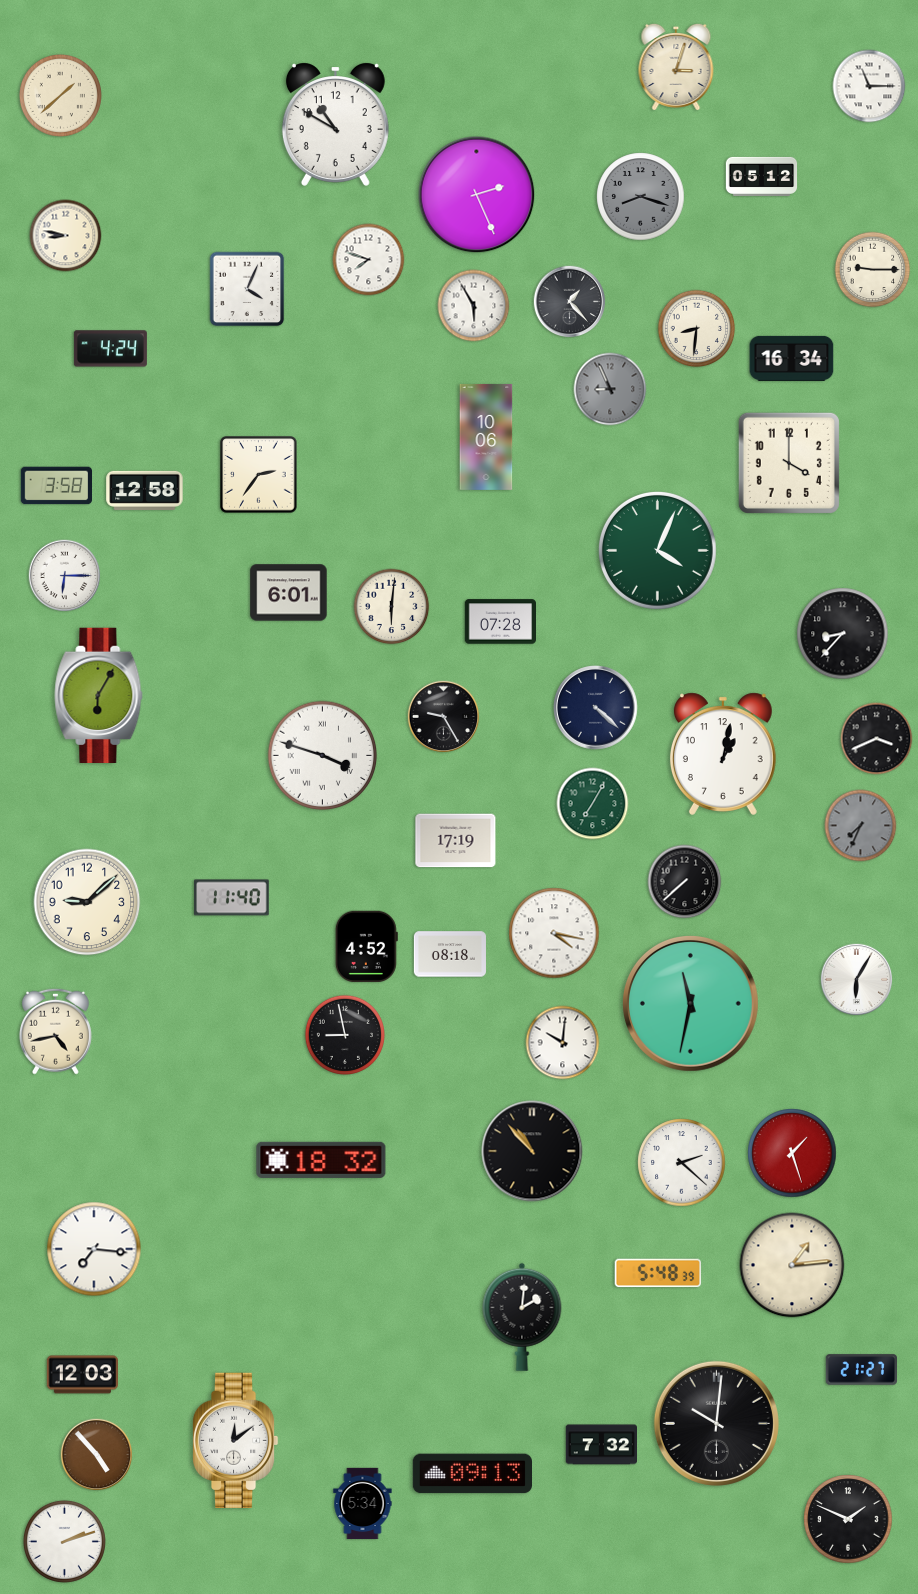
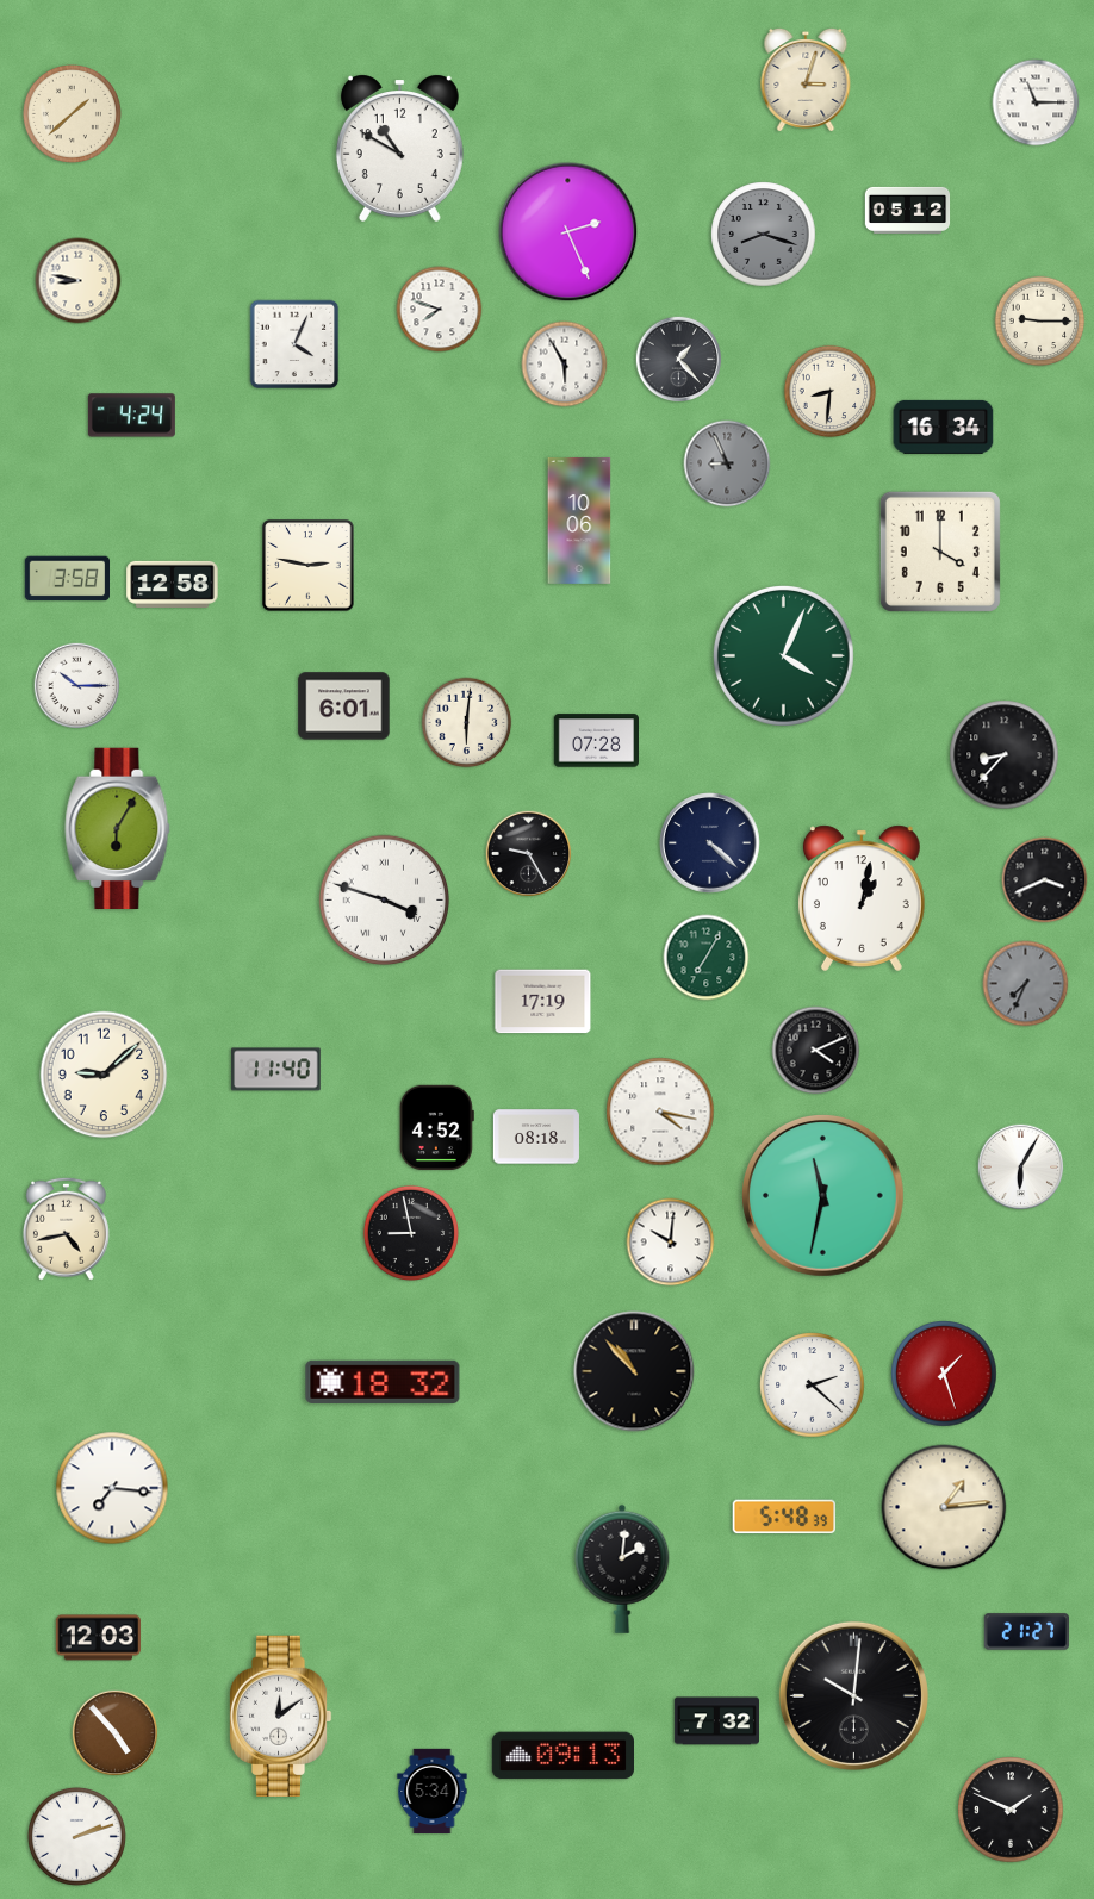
clock at (259, 475): 2:36 -> 2:47
clock at (65, 576): 6:15 -> 10:15
clock at (685, 882): 7:38 -> 4:11
